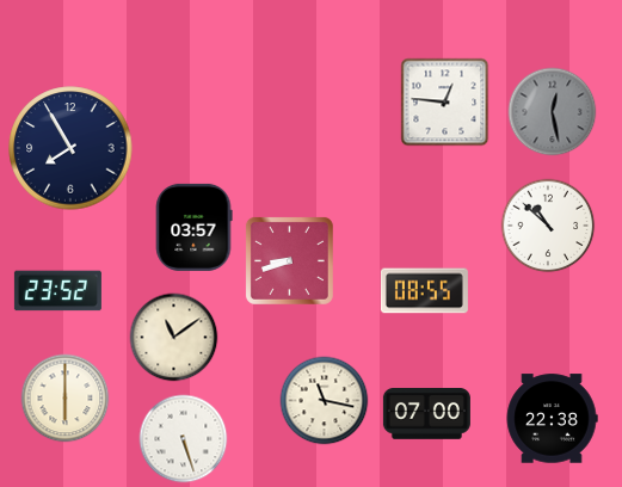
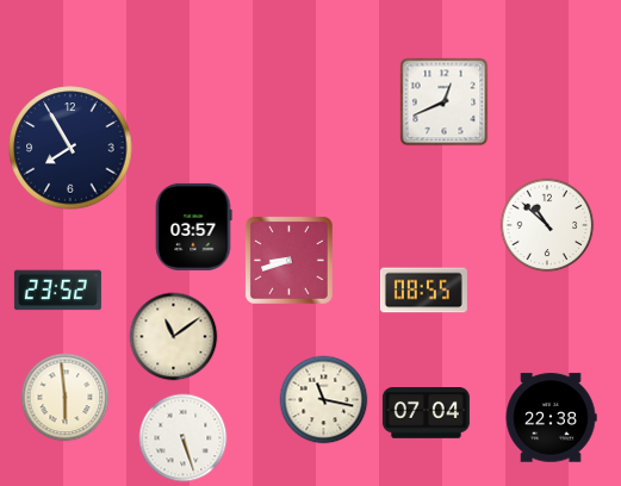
clock at (445, 103): 12:46 -> 12:41
clock at (553, 112): 12:28 -> none
clock at (66, 399): 6:00 -> 5:59
clock at (426, 414): 07:00 -> 07:04
